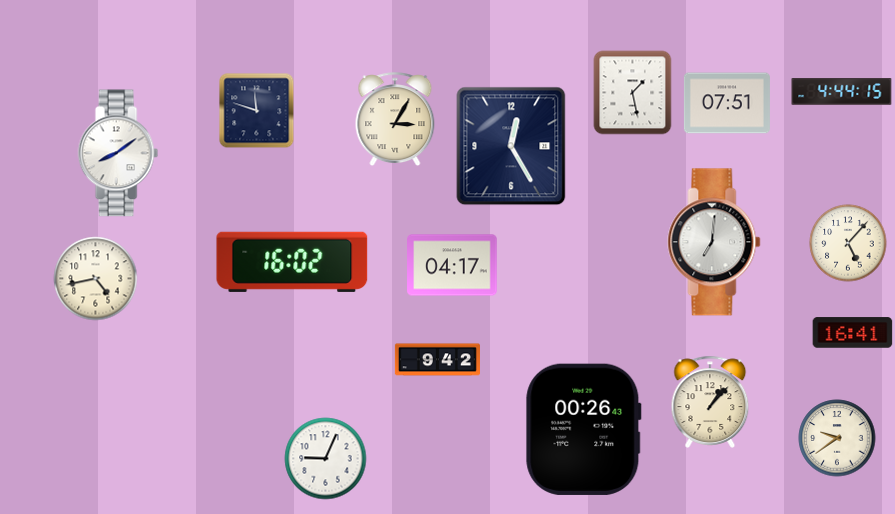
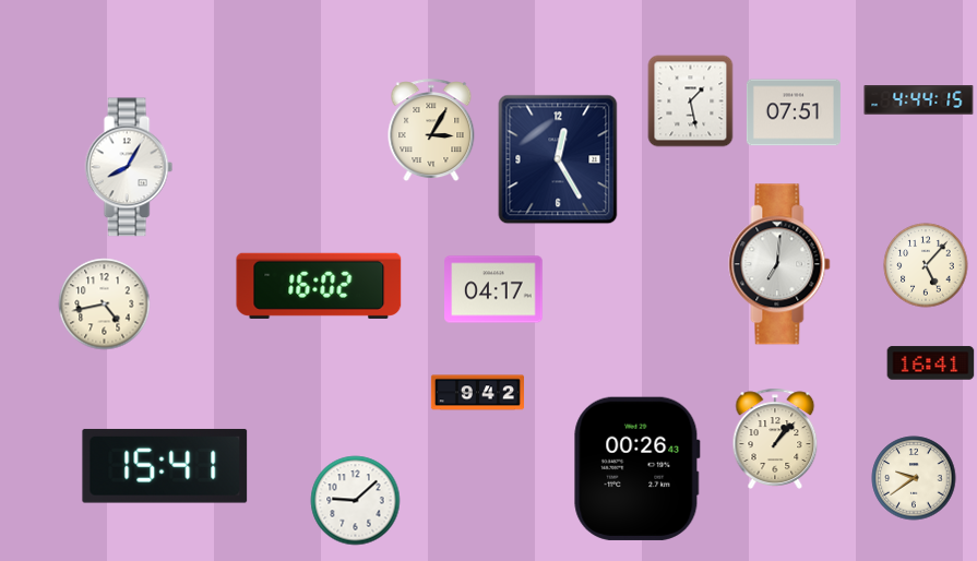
clock at (257, 111): 11:48 -> none
clock at (118, 153): 8:09 -> 8:05
clock at (165, 466): none -> 15:41
clock at (326, 459): 9:04 -> 9:08
